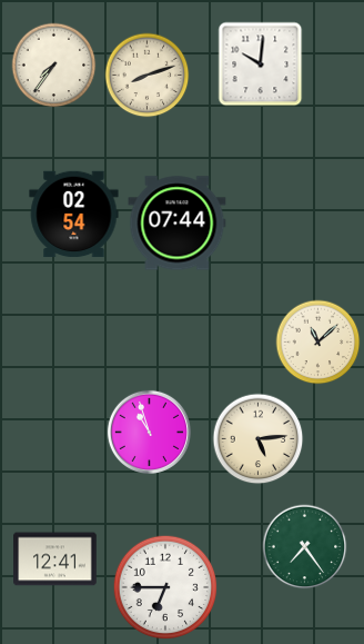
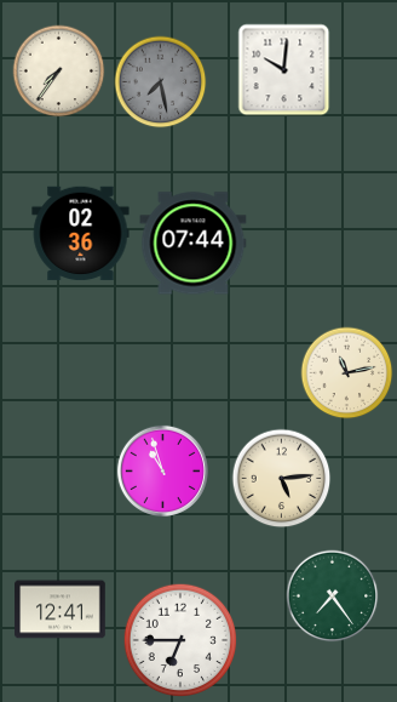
clock at (148, 76): 8:12 -> 7:28
clock at (148, 76) dial: cream -> grey
clock at (74, 215): 02:54 -> 02:36
clock at (318, 343): 11:08 -> 11:13
